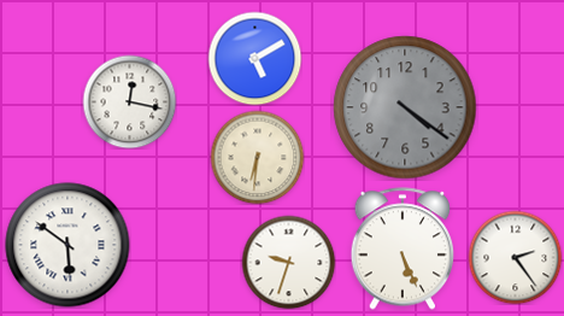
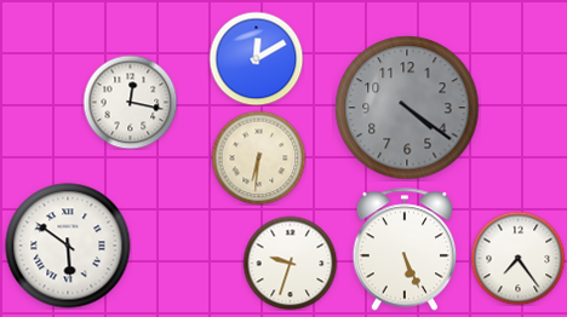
clock at (254, 58): 5:10 -> 12:10
clock at (515, 257): 2:24 -> 7:24
